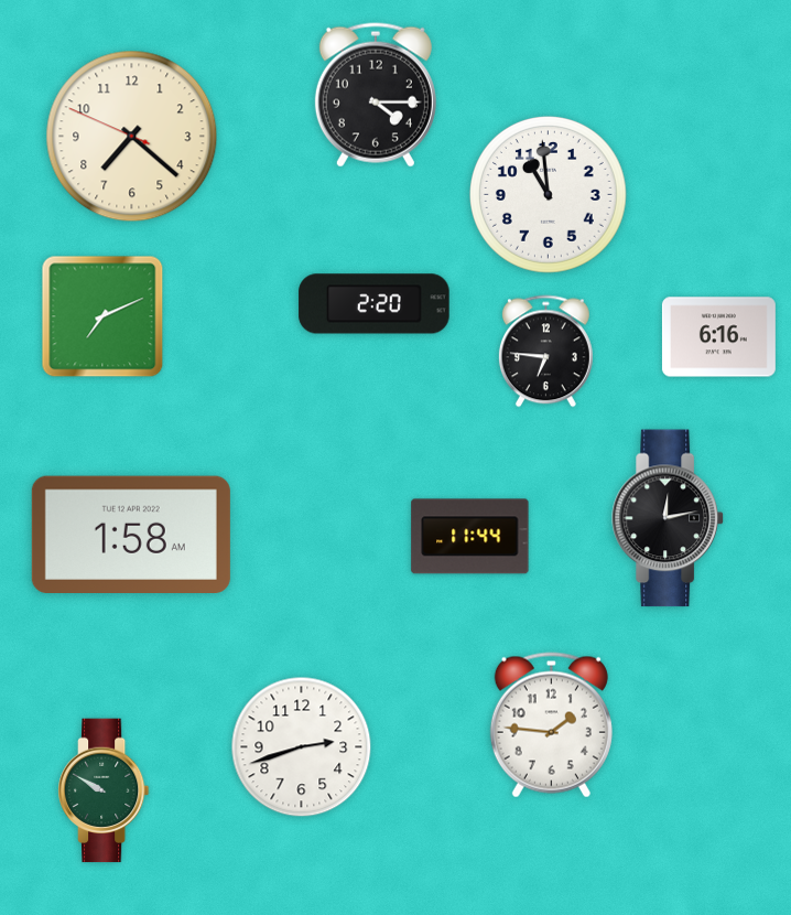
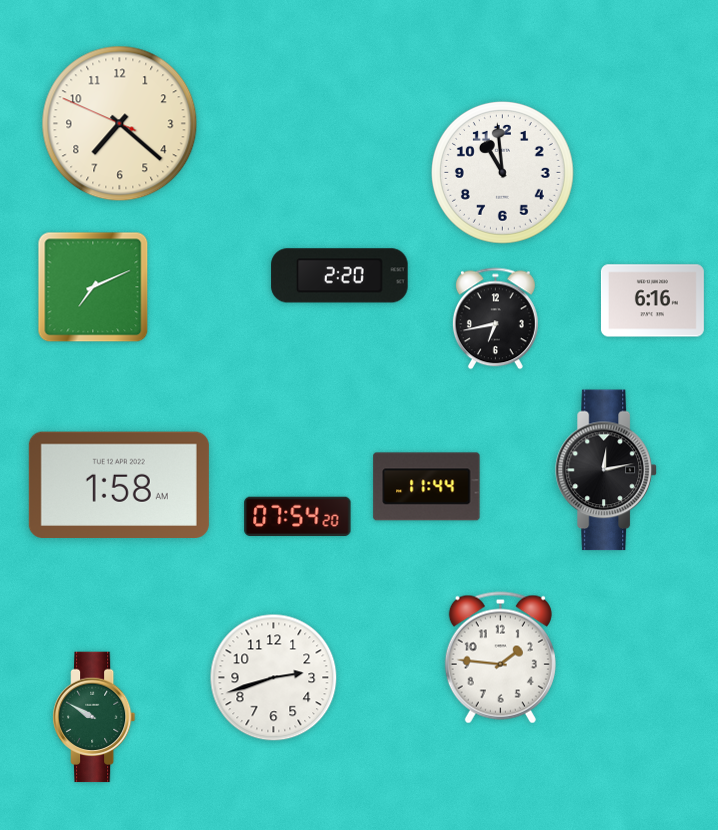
clock at (376, 95): 4:15 -> none
clock at (548, 194) position: (548, 194) -> (502, 172)
clock at (718, 337) position: (718, 337) -> (652, 301)
clock at (545, 352): 6:46 -> 6:43
clock at (298, 516): none -> 07:54
